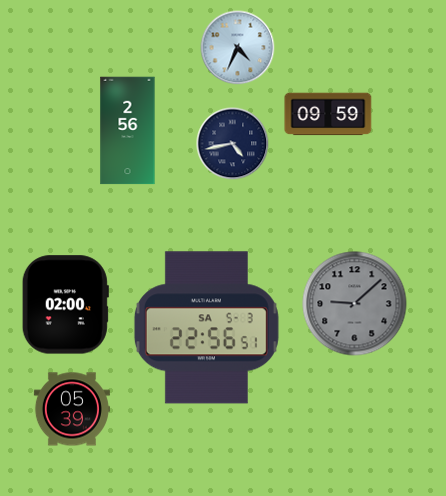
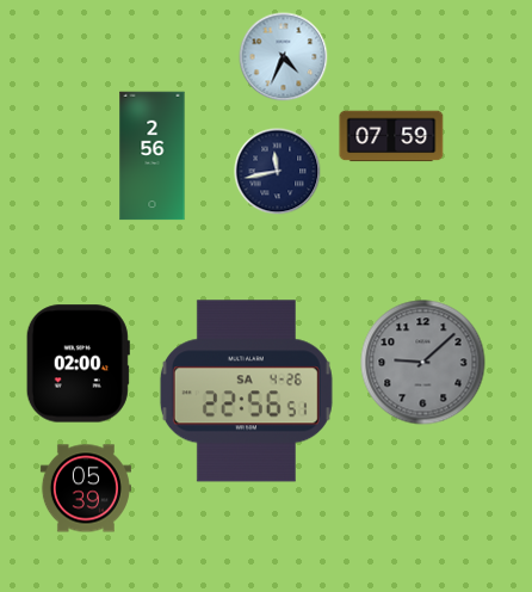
clock at (328, 114): 09:59 -> 07:59
clock at (233, 144): 4:43 -> 11:43
clock at (206, 328) date: SA 5-3 -> SA 4-26
